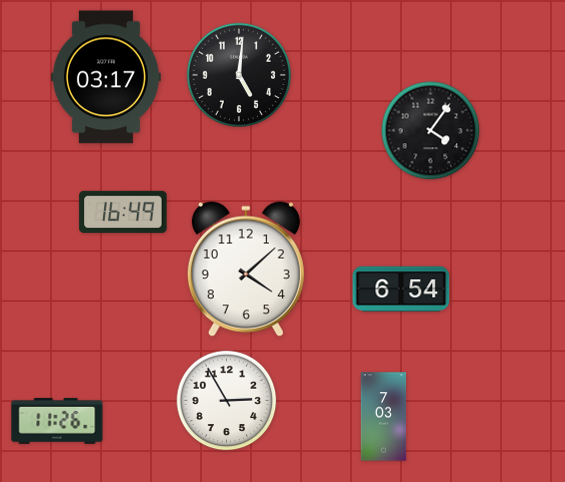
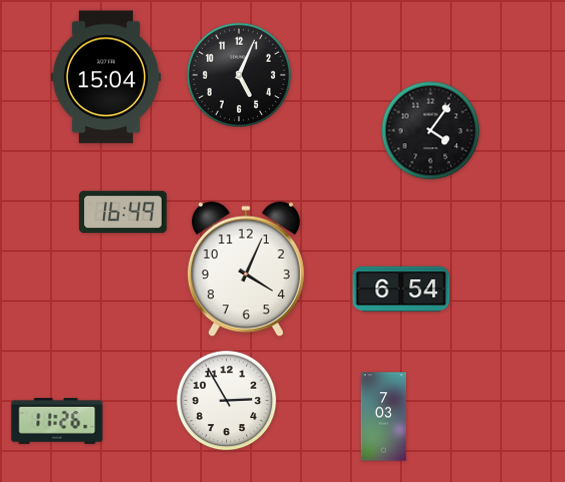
clock at (238, 74): 5:01 -> 5:04
clock at (106, 77): 03:17 -> 15:04
clock at (246, 269): 4:08 -> 4:04
